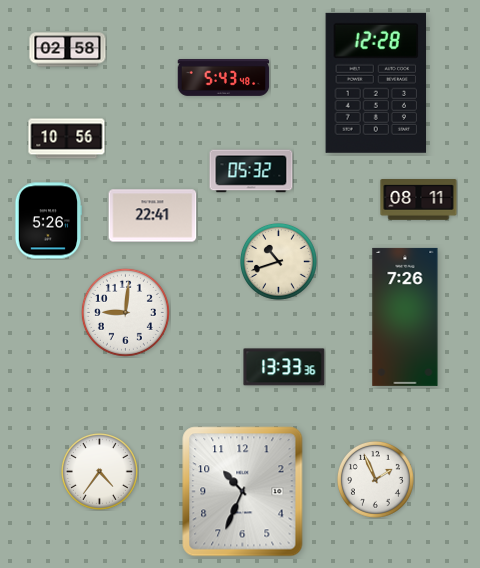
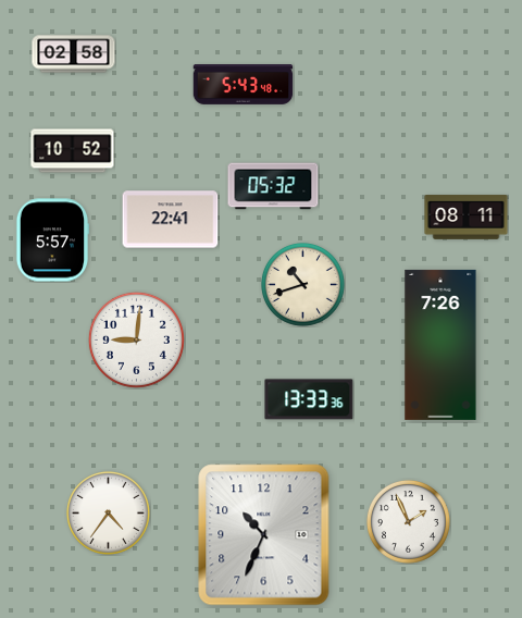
clock at (376, 83): 12:28 -> none
clock at (67, 139): 10:56 -> 10:52
clock at (419, 200) position: (419, 200) -> (467, 218)
clock at (153, 216) position: (153, 216) -> (171, 220)
clock at (48, 221): 5:26 -> 5:57
